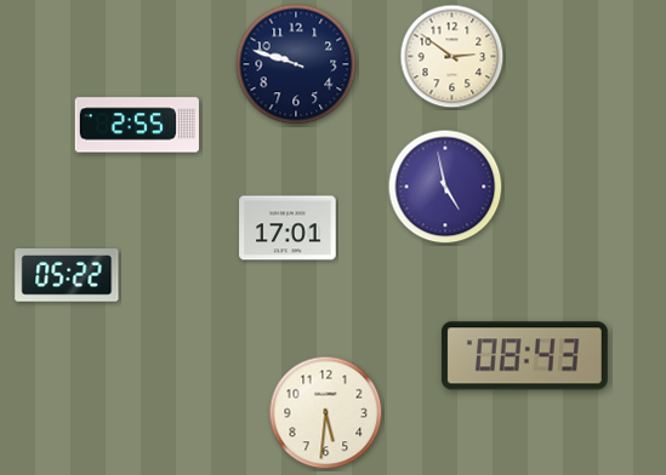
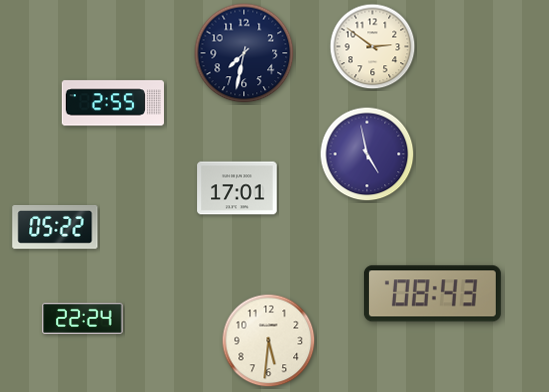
clock at (296, 64): 9:48 -> 7:32
clock at (83, 318): none -> 22:24
